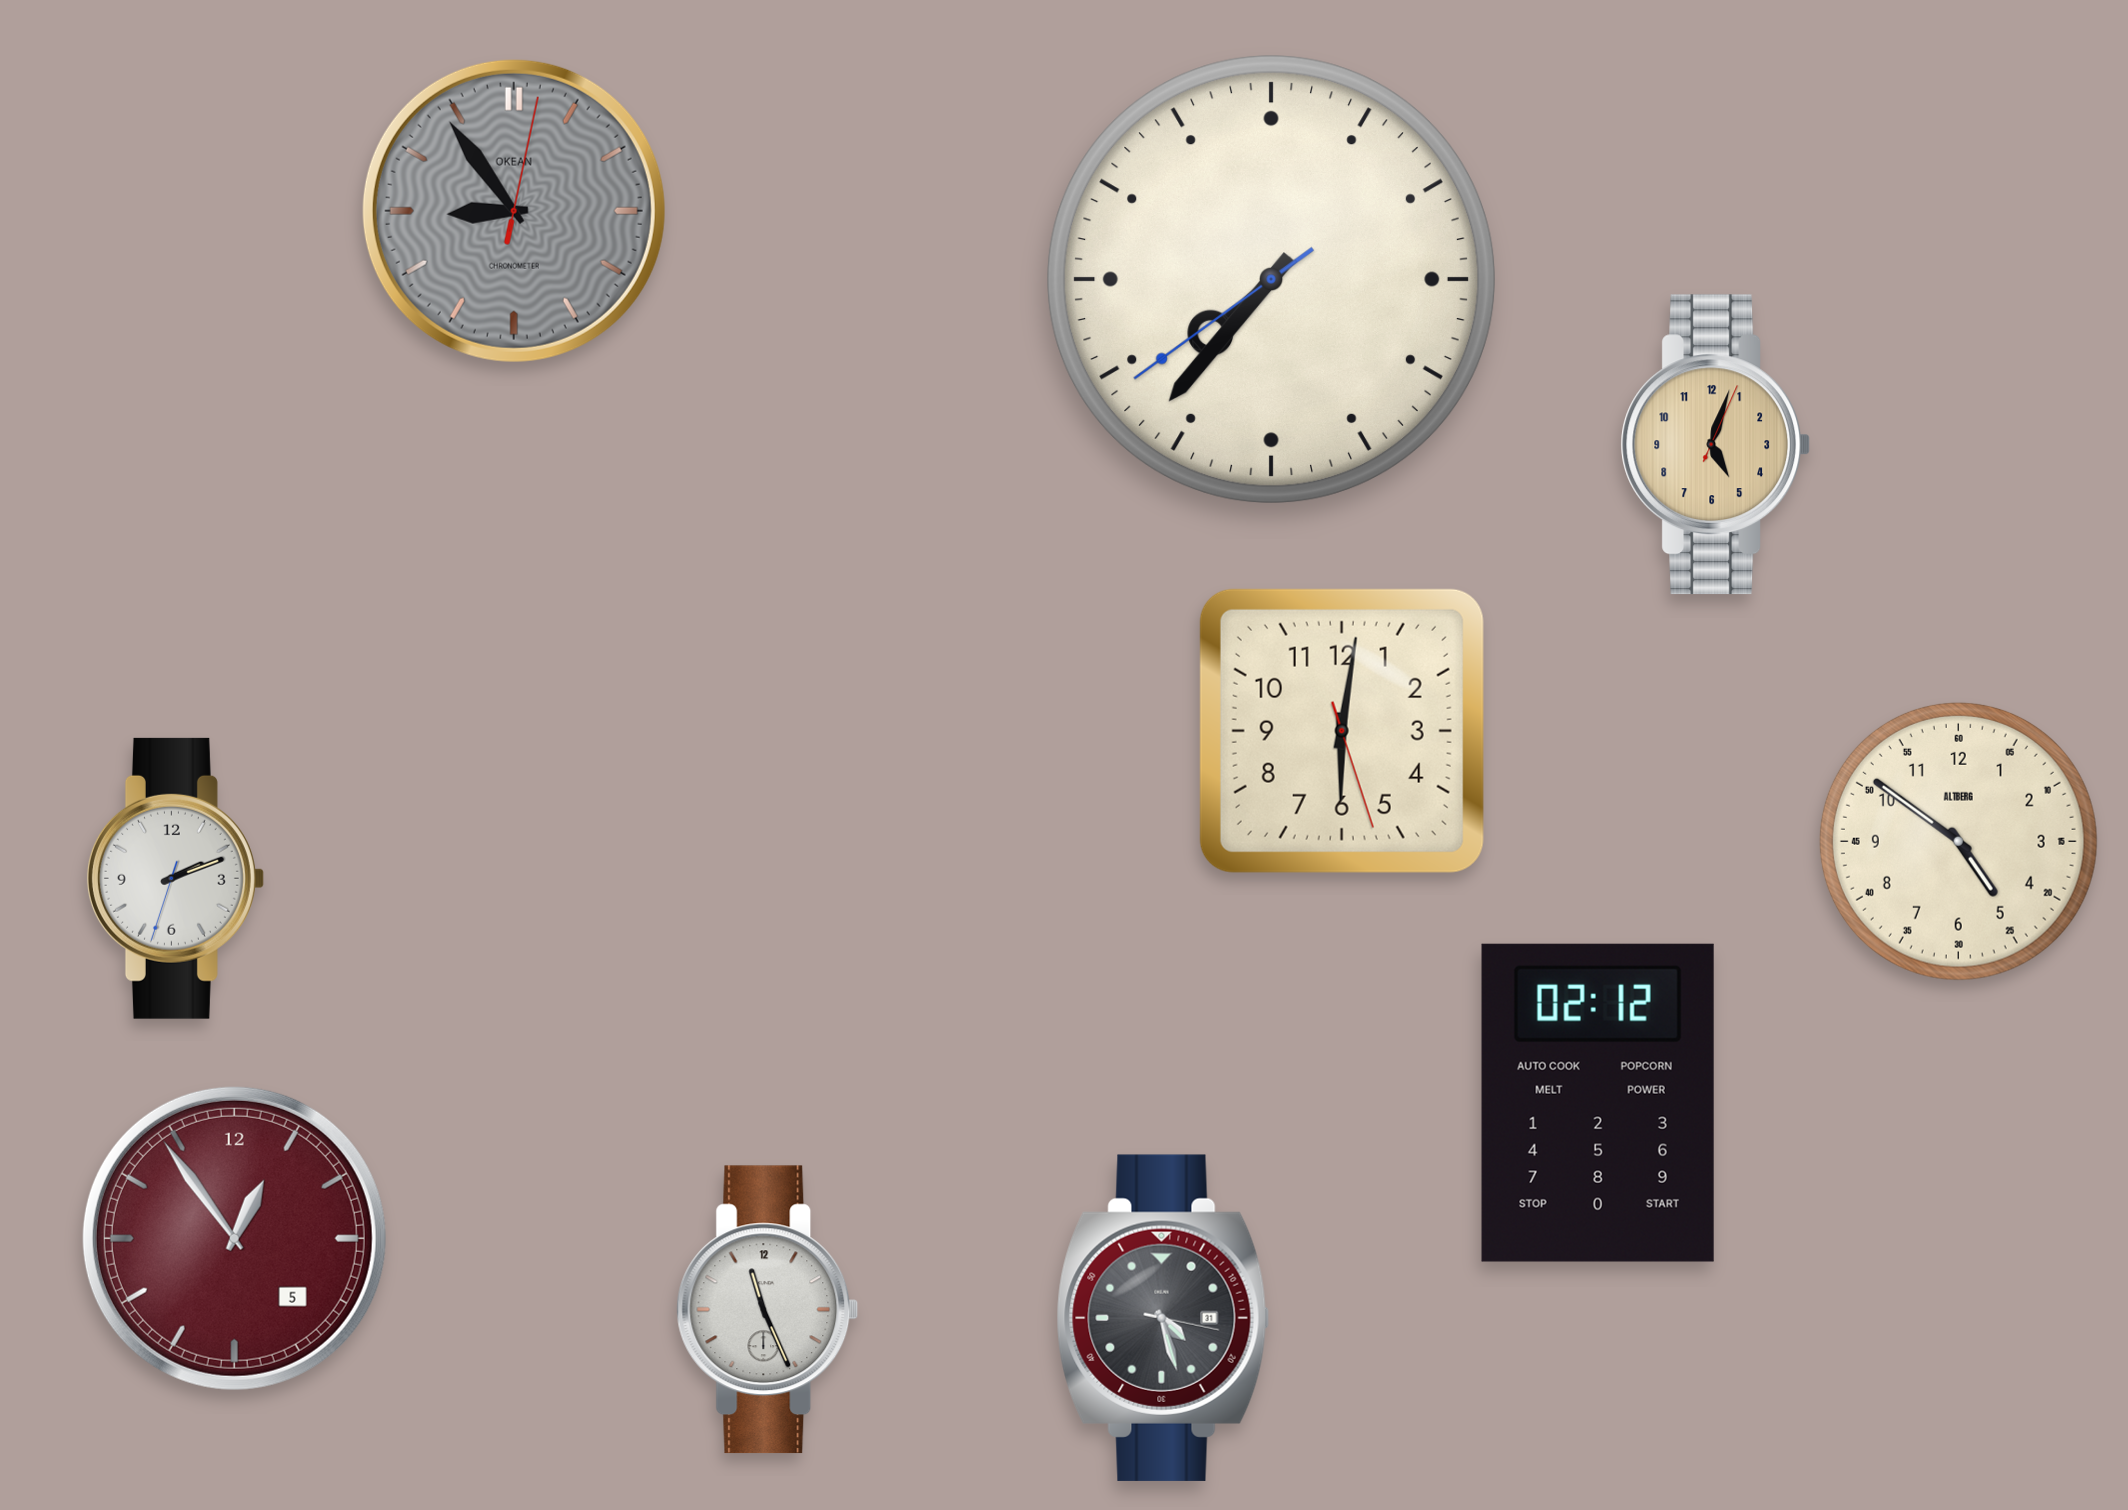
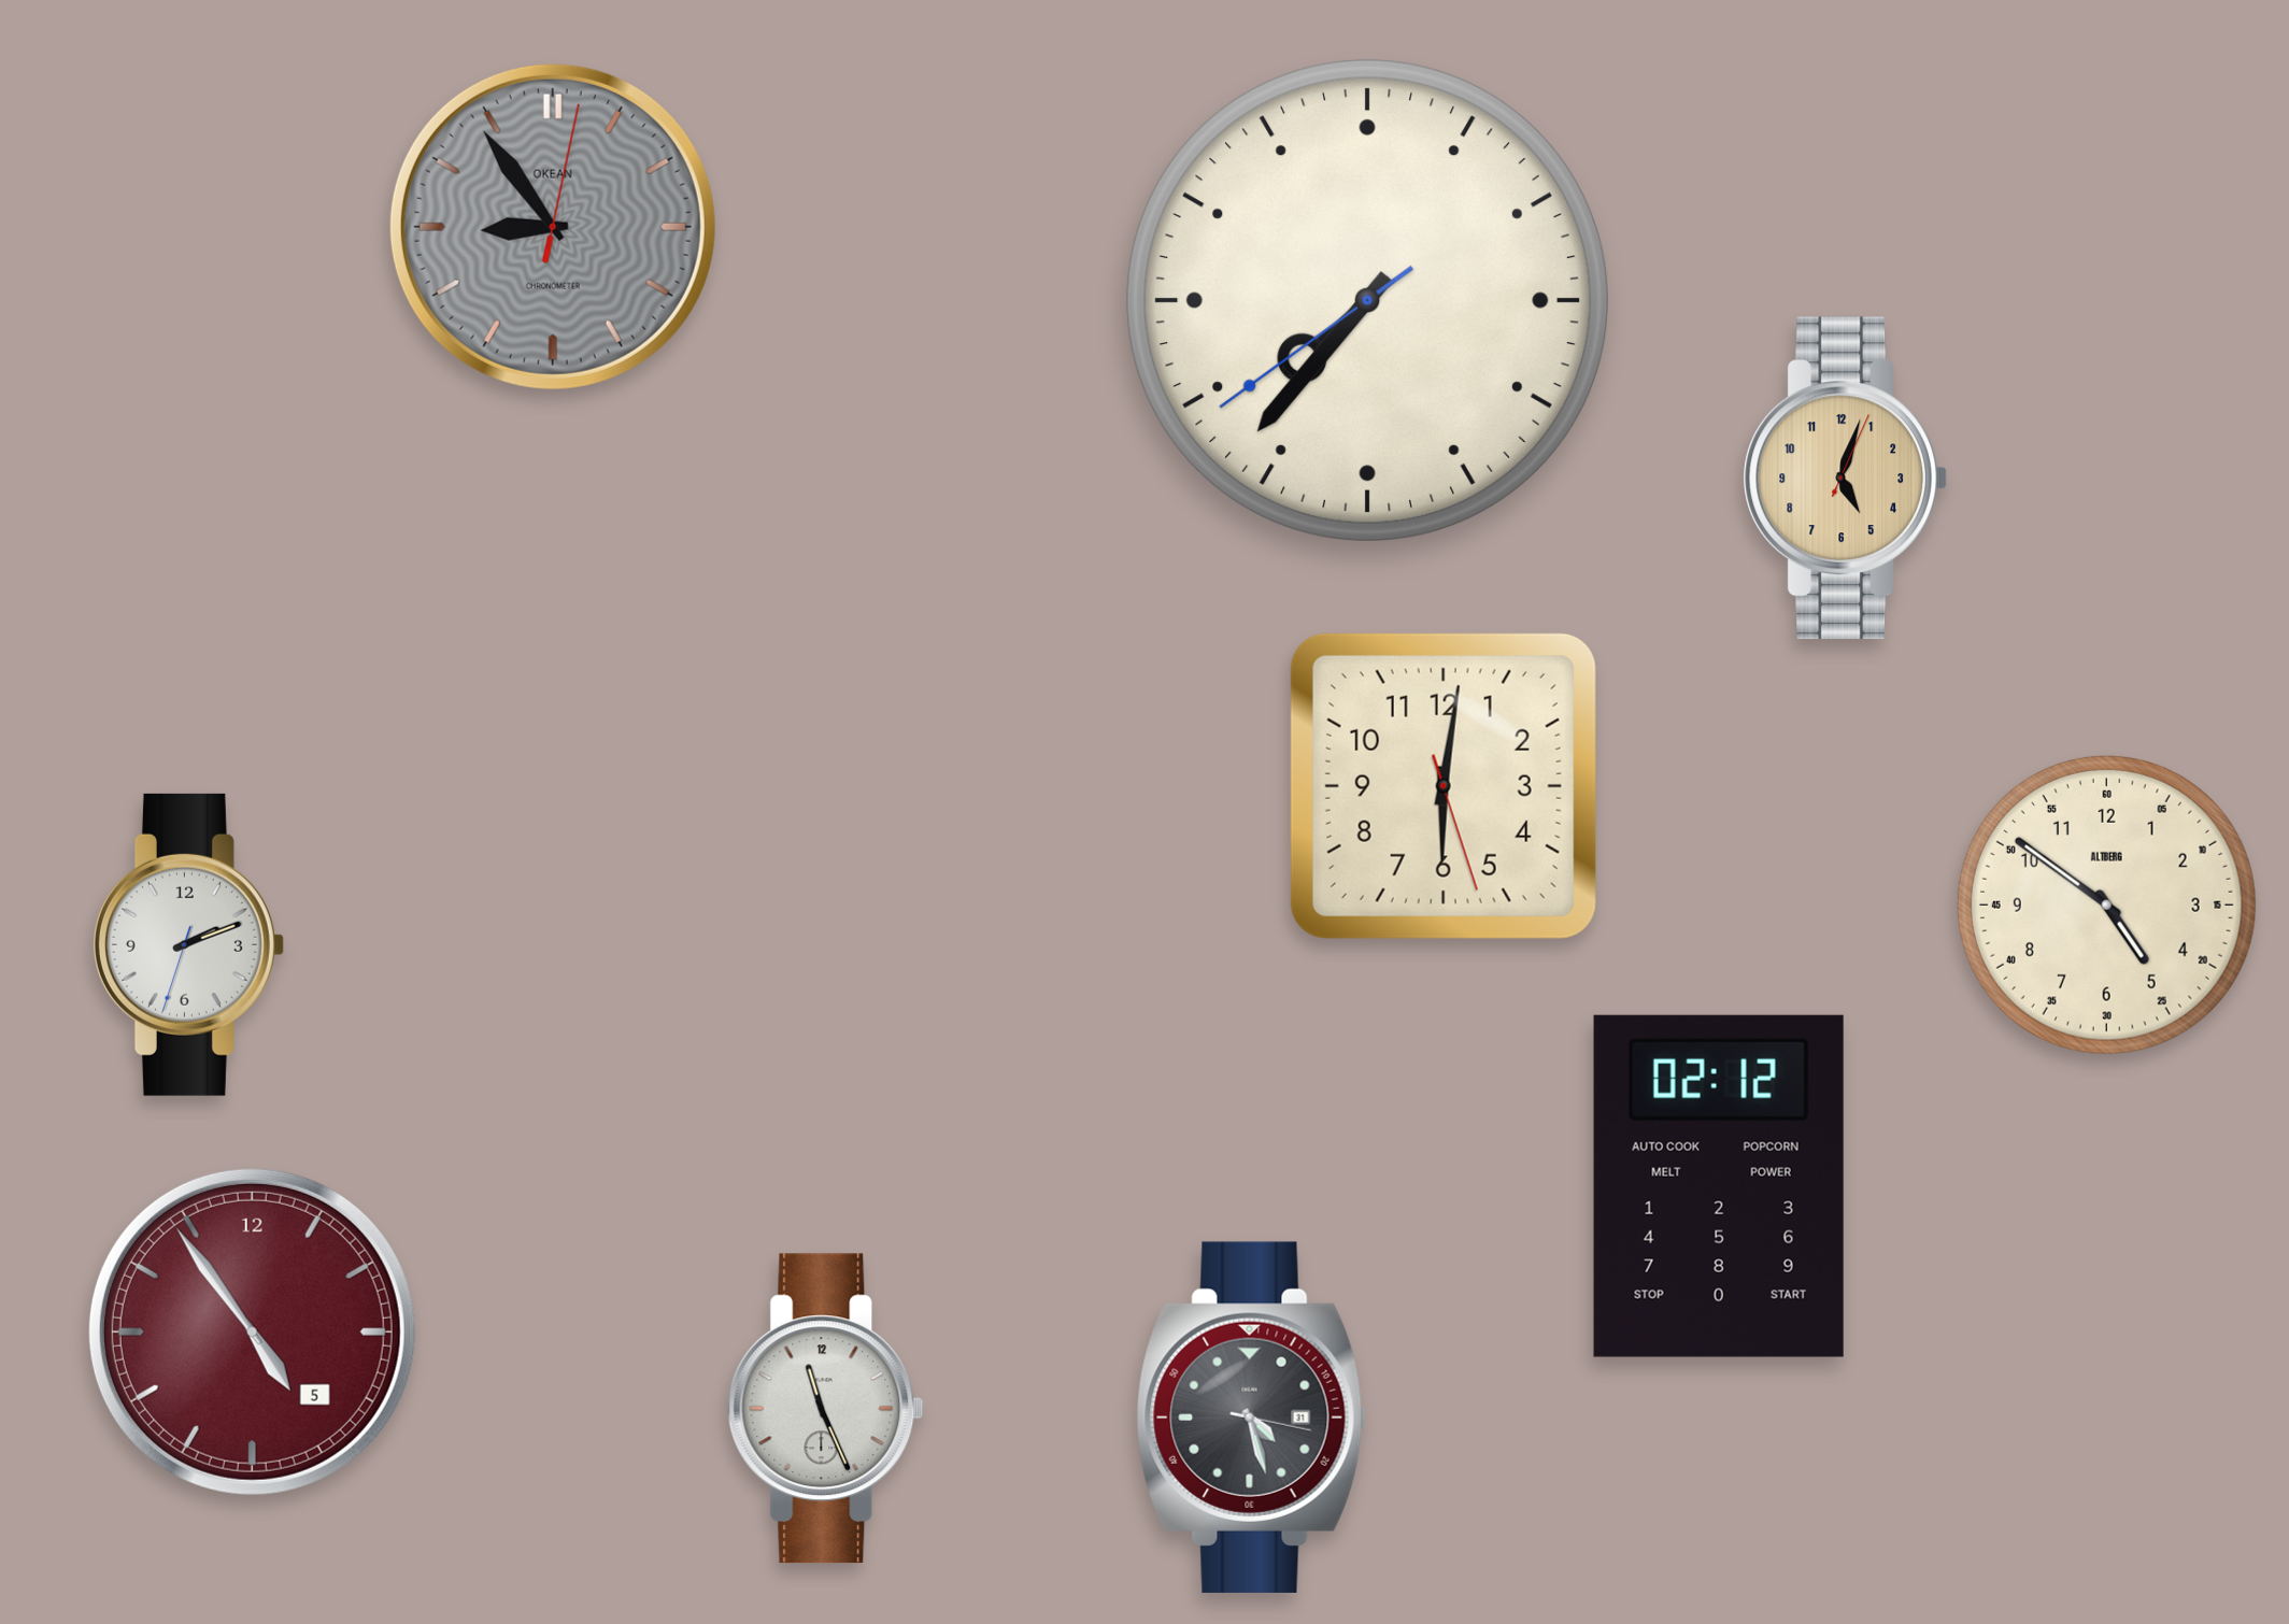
clock at (234, 1238): 12:54 -> 4:54
